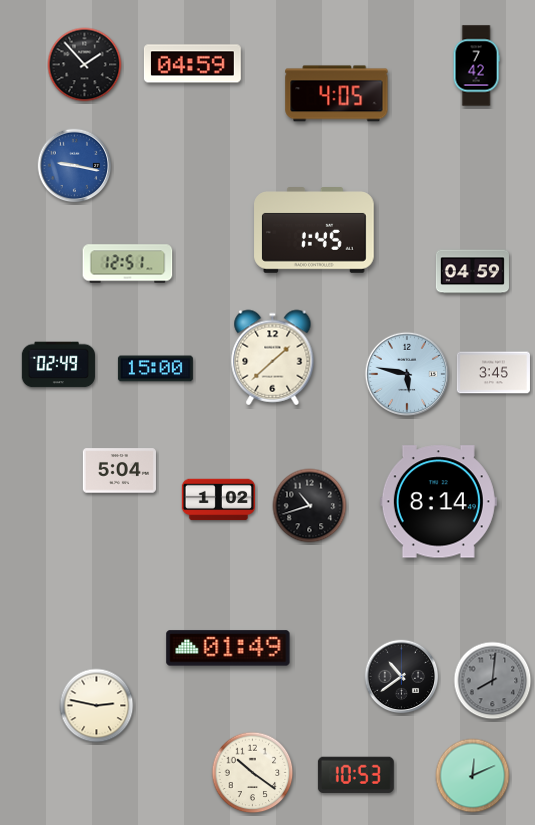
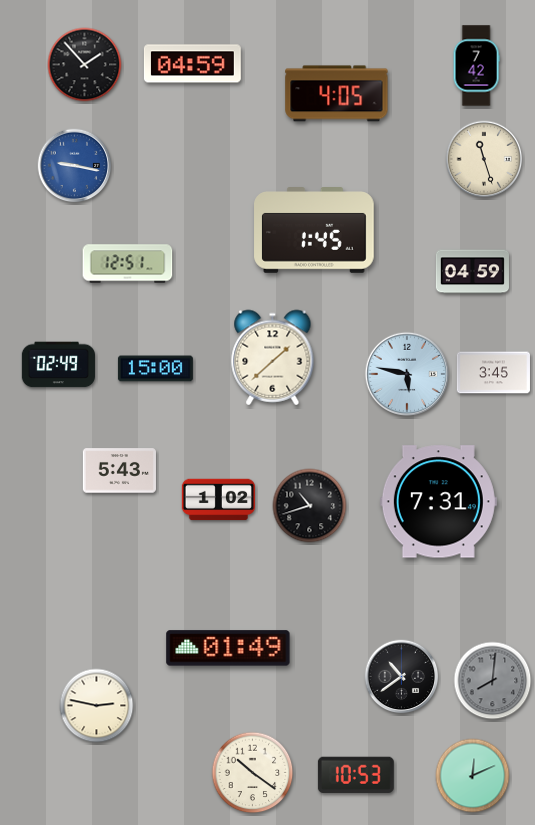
clock at (484, 159): none -> 11:27
clock at (119, 471): 5:04 -> 5:43
clock at (438, 502): 8:14 -> 7:31
